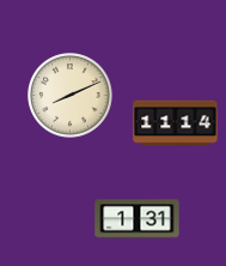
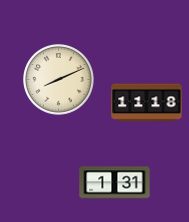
clock at (176, 123): 11:14 -> 11:18
